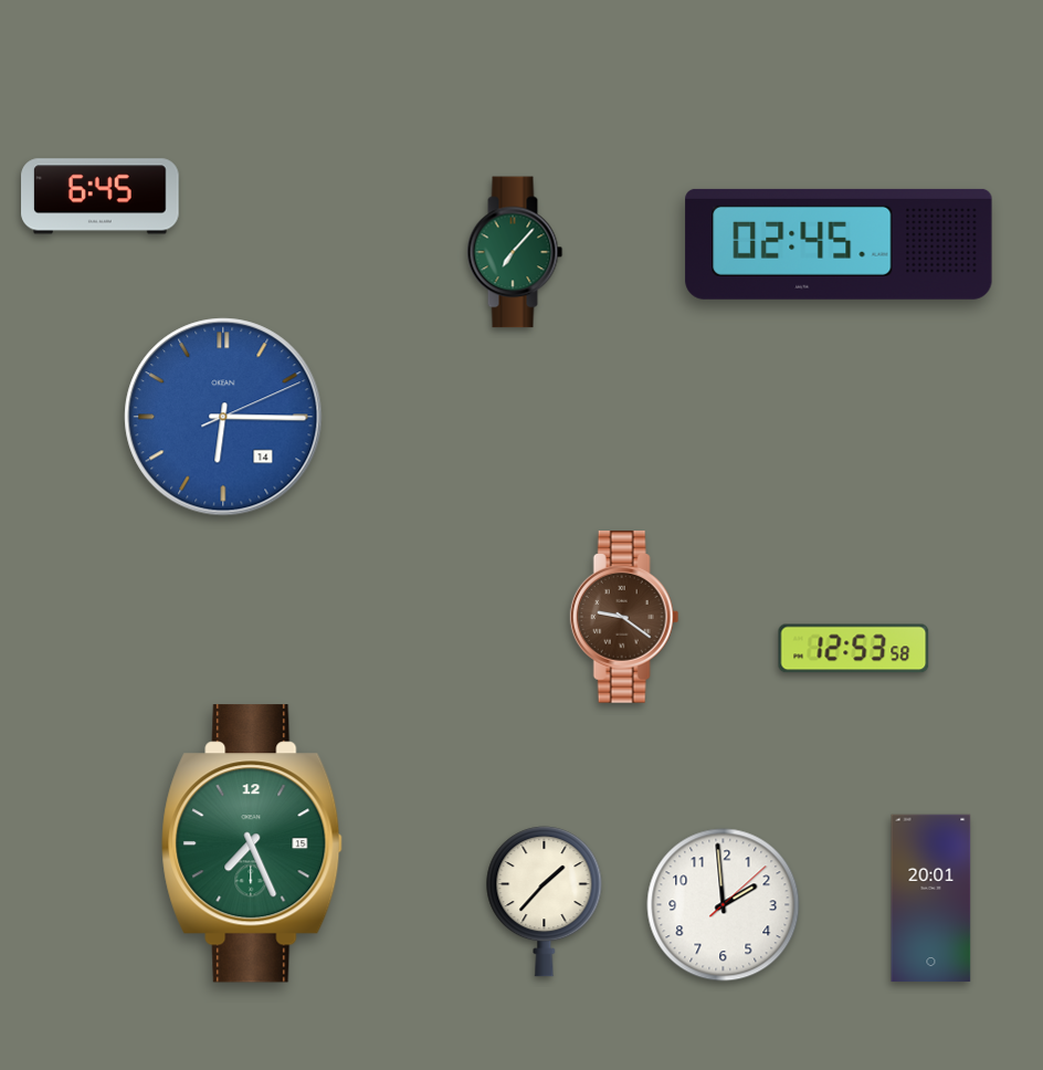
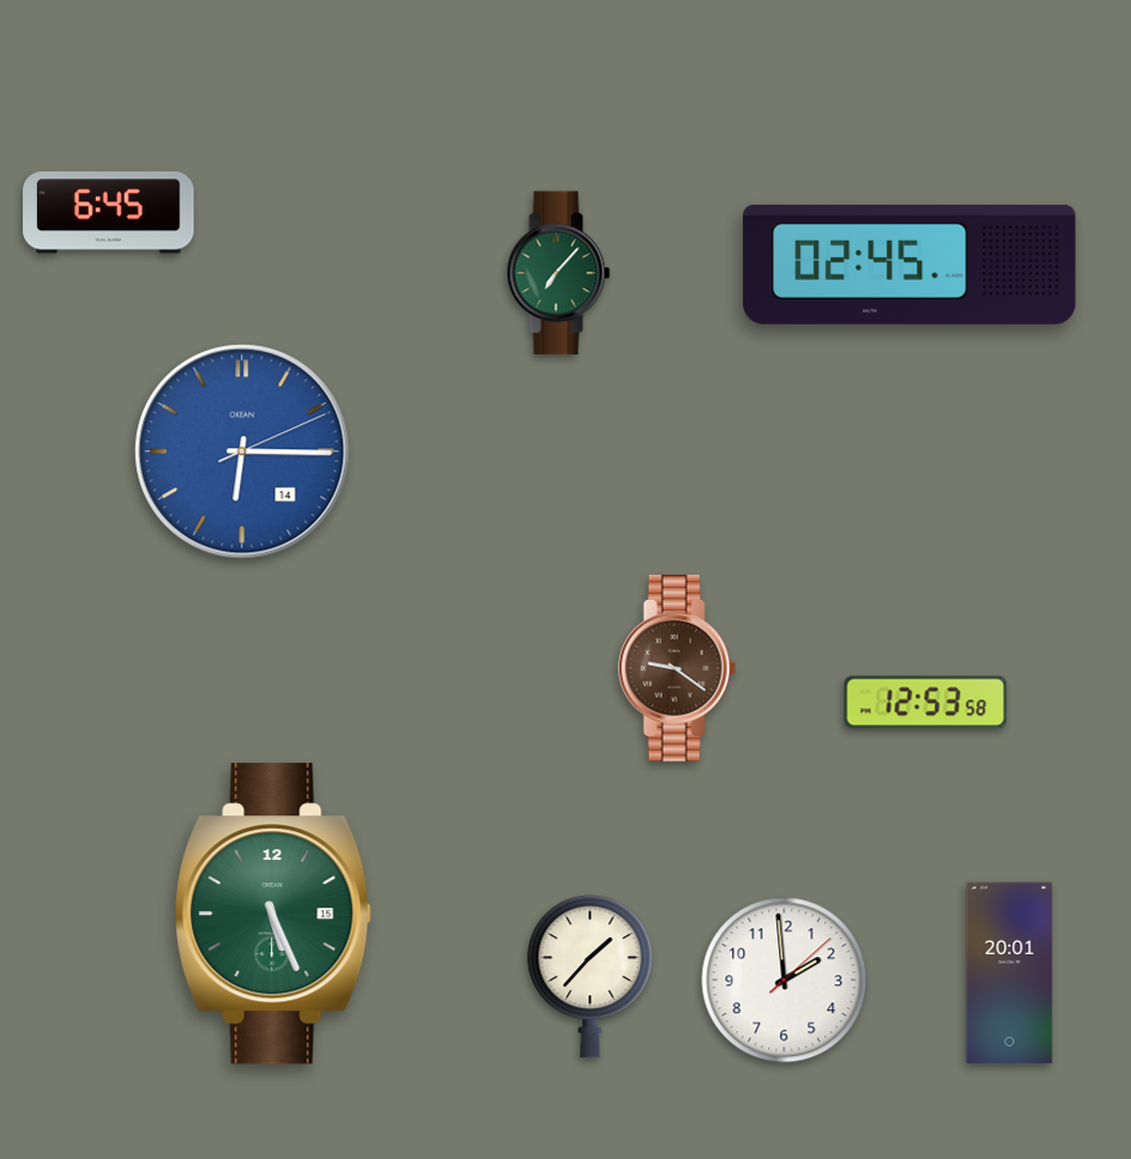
clock at (252, 843): 7:26 -> 5:26
